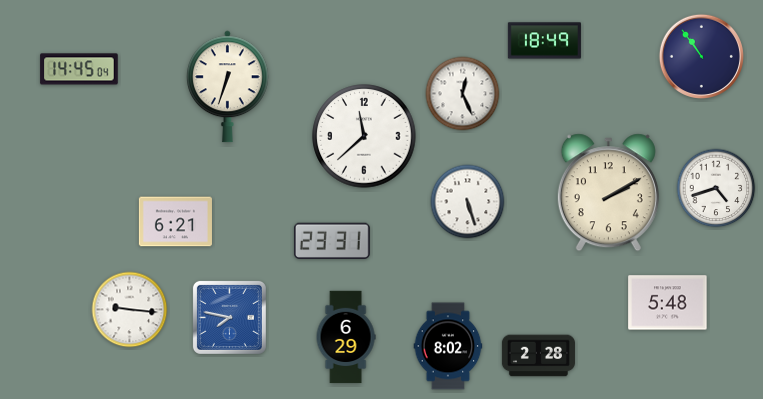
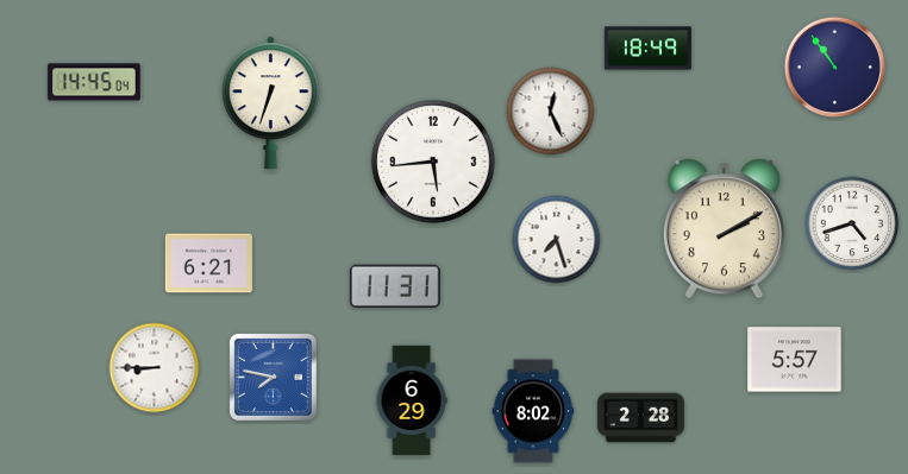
clock at (364, 136): 11:38 -> 5:44
clock at (468, 202): 5:27 -> 7:27
clock at (332, 240): 23:31 -> 11:31
clock at (668, 303): 5:48 -> 5:57
clock at (130, 310): 9:16 -> 8:45
clock at (538, 356) position: (538, 356) -> (640, 418)
